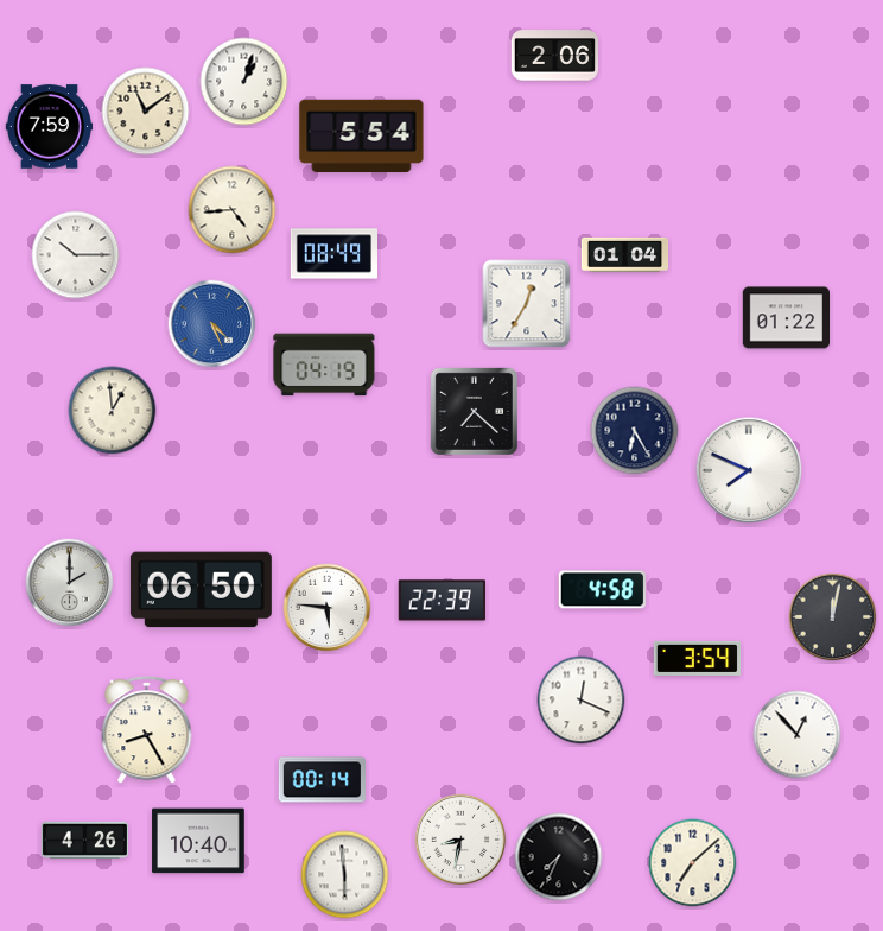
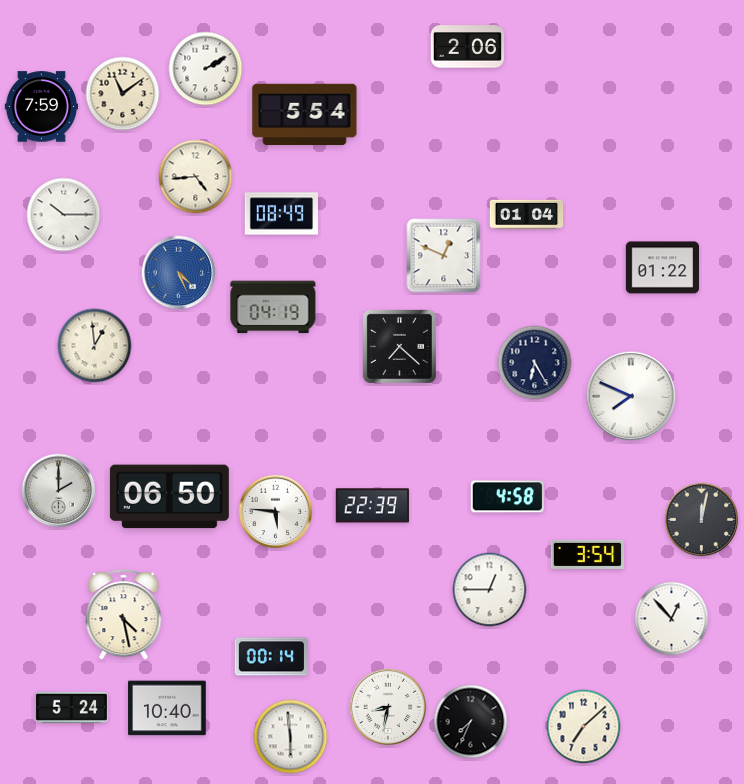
clock at (244, 82): 1:03 -> 2:10
clock at (527, 304): 12:35 -> 12:49
clock at (582, 701): 12:19 -> 12:45
clock at (147, 730): 8:25 -> 4:28
clock at (84, 840): 4:26 -> 5:24
